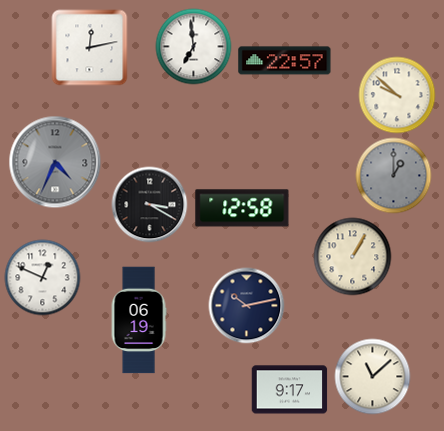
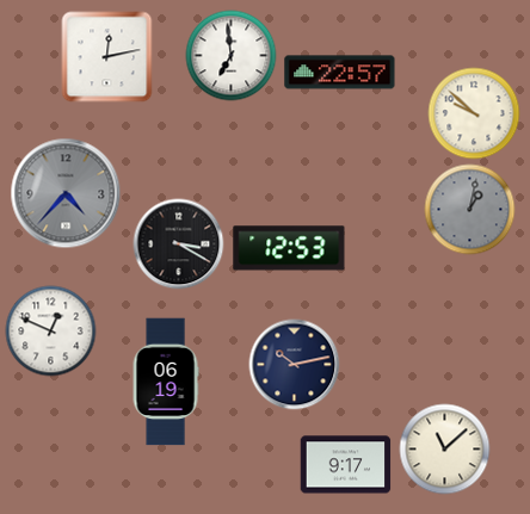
clock at (55, 162): 4:34 -> 4:37
clock at (394, 176): 1:00 -> 1:02
clock at (242, 208): 12:58 -> 12:53
clock at (353, 257): 1:05 -> none
